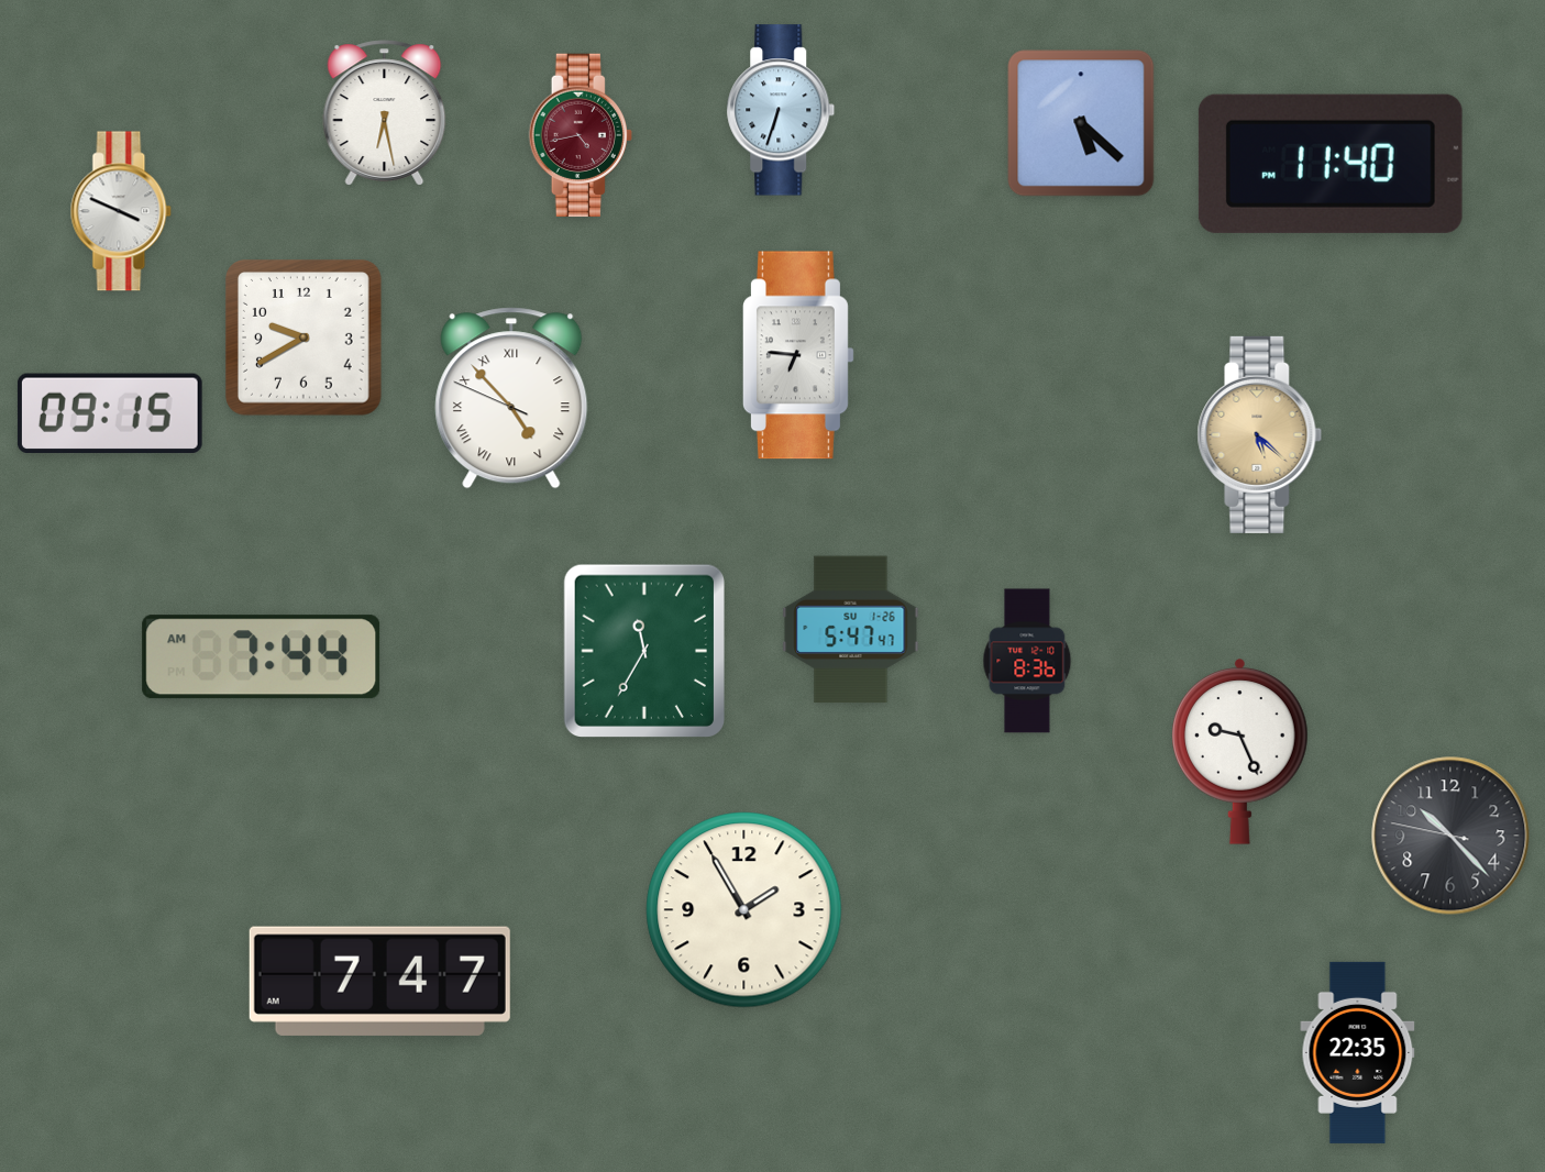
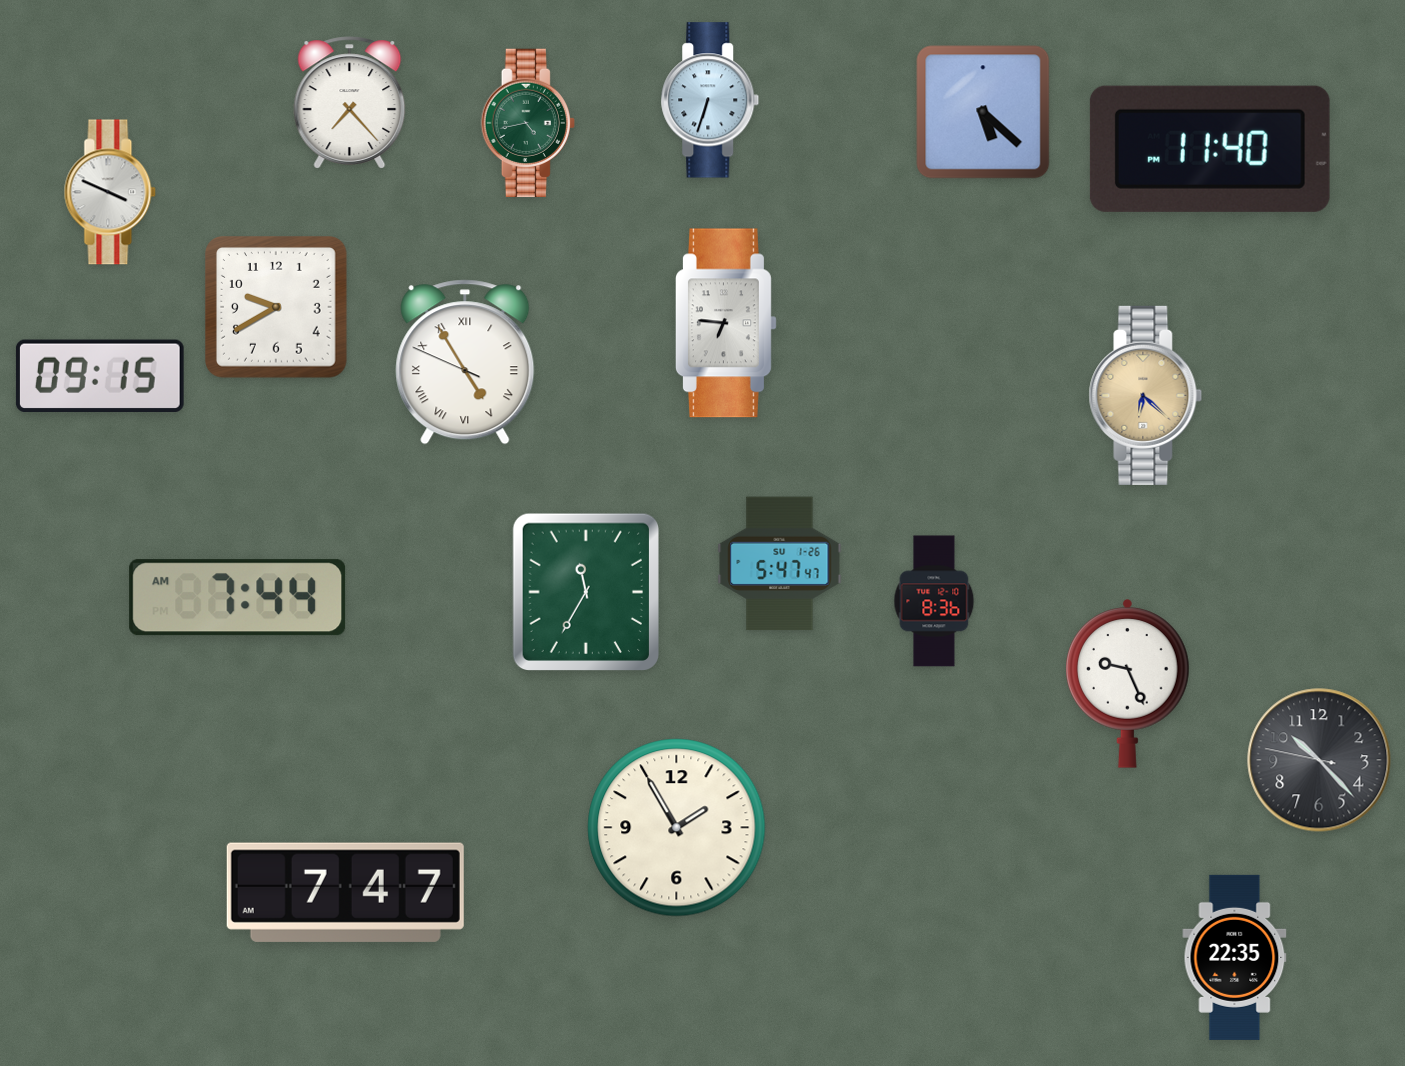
clock at (385, 113): 6:28 -> 7:23
clock at (581, 135) dial: burgundy -> green
clock at (511, 398): 4:52 -> 4:54
clock at (1260, 434): 5:22 -> 6:22
clock at (851, 630) position: (851, 630) -> (780, 564)
